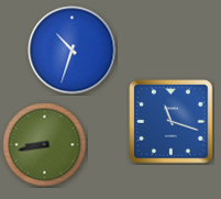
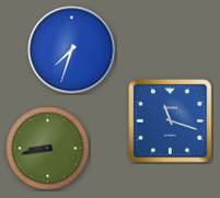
clock at (73, 51): 10:33 -> 7:33
clock at (45, 145) position: (45, 145) -> (48, 149)
